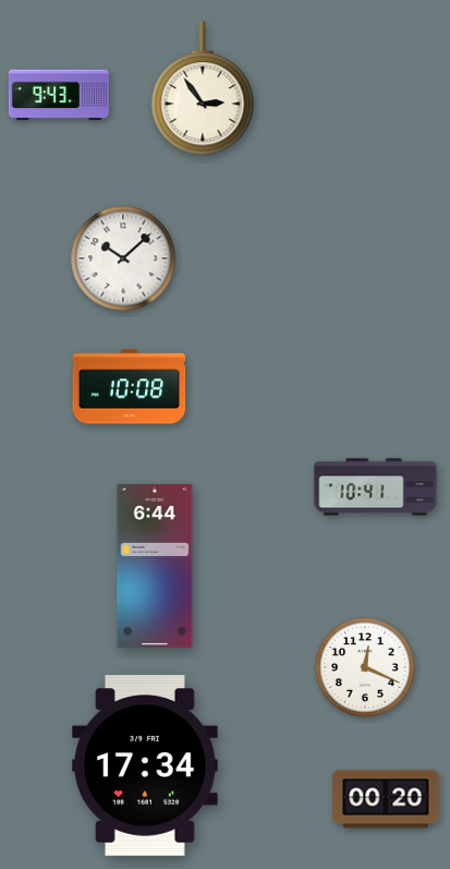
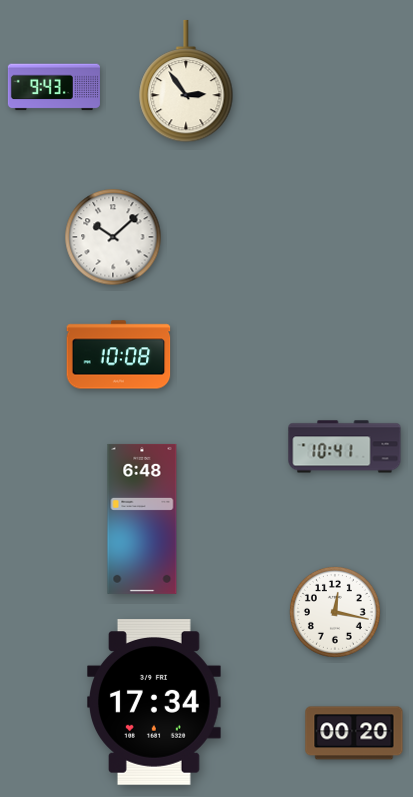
clock at (155, 566): 6:44 -> 6:48
clock at (365, 667): 12:19 -> 12:17
clock at (146, 765) position: (146, 765) -> (155, 702)
